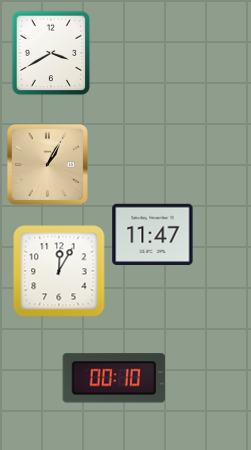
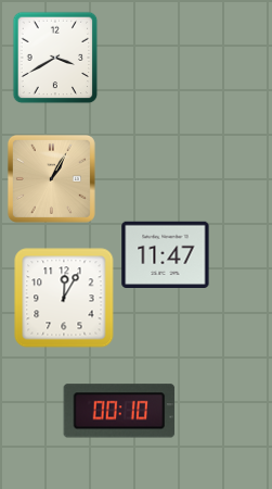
clock at (59, 271) position: (59, 271) -> (64, 298)
clock at (114, 378) position: (114, 378) -> (119, 411)
